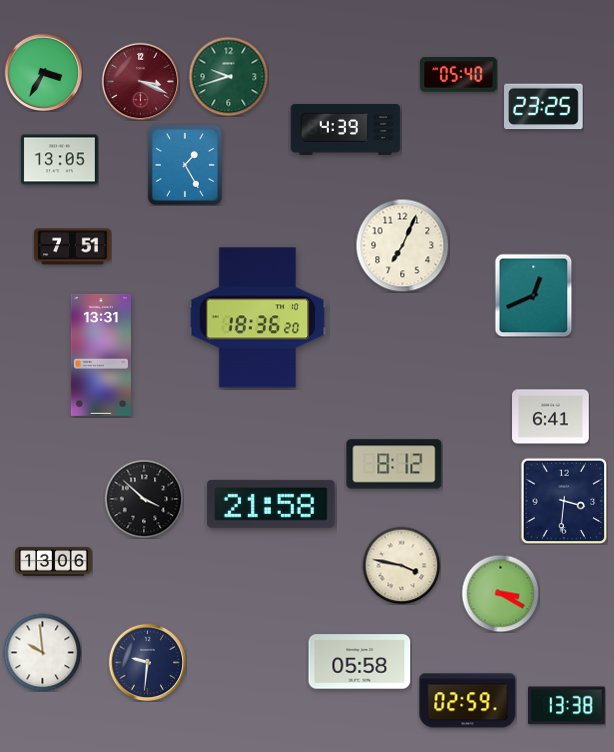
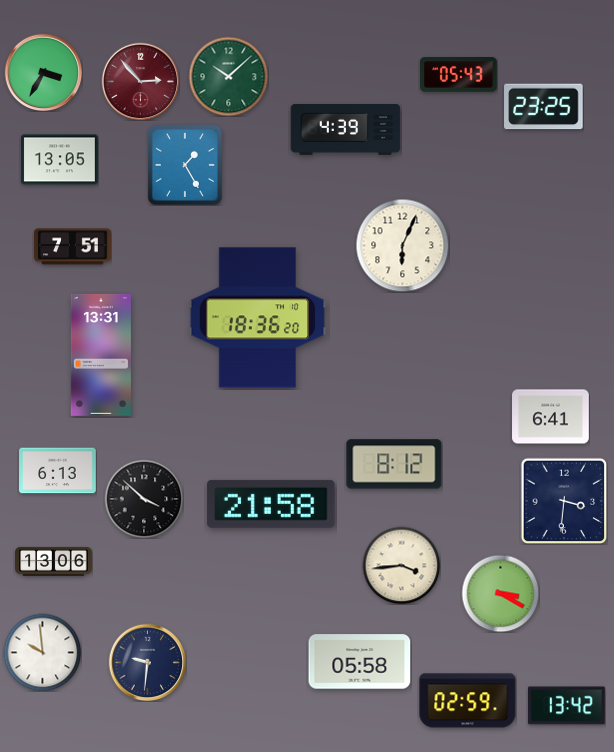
clock at (459, 75): 05:40 -> 05:43
clock at (228, 76): 9:42 -> 10:08
clock at (140, 81): 3:19 -> 2:53
clock at (402, 245): 7:04 -> 6:04
clock at (534, 295): 12:41 -> none
clock at (58, 471): none -> 6:13
clock at (401, 565): 3:47 -> 3:44
clock at (567, 706): 13:38 -> 13:42
